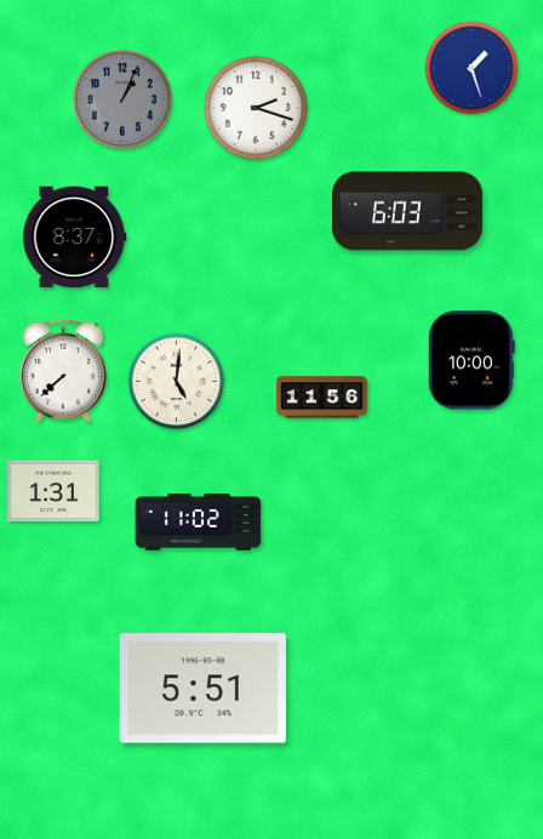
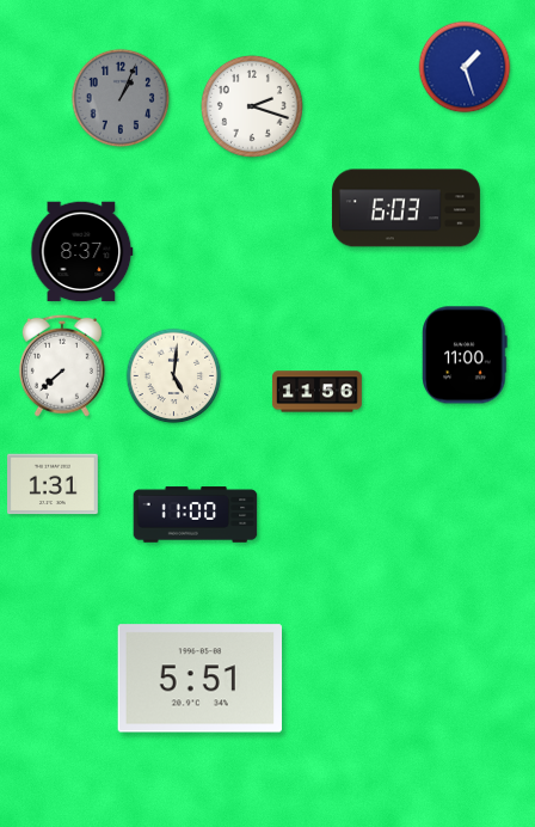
clock at (407, 211) position: (407, 211) -> (406, 208)
clock at (75, 238) position: (75, 238) -> (82, 252)
clock at (471, 360): 10:00 -> 11:00
clock at (199, 523): 11:02 -> 11:00
